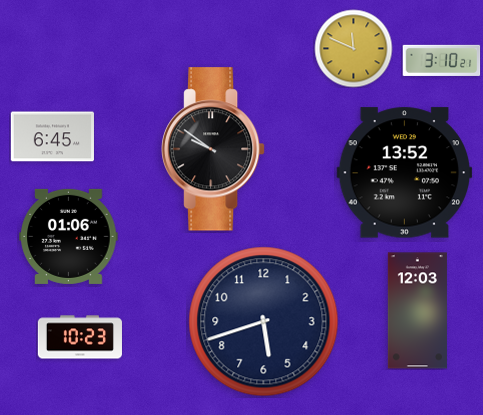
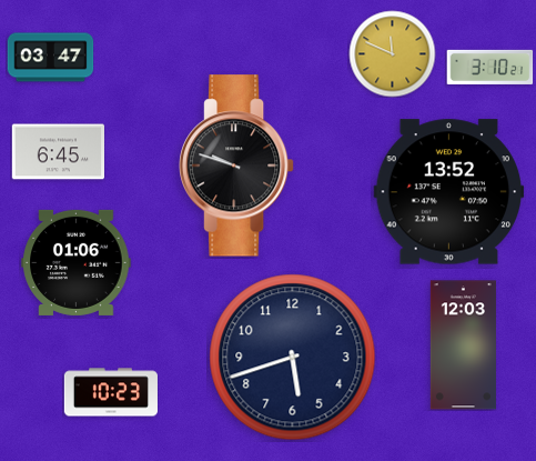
clock at (50, 58): none -> 03:47
clock at (213, 149): 9:51 -> 9:48
clock at (80, 337) position: (80, 337) -> (111, 392)
